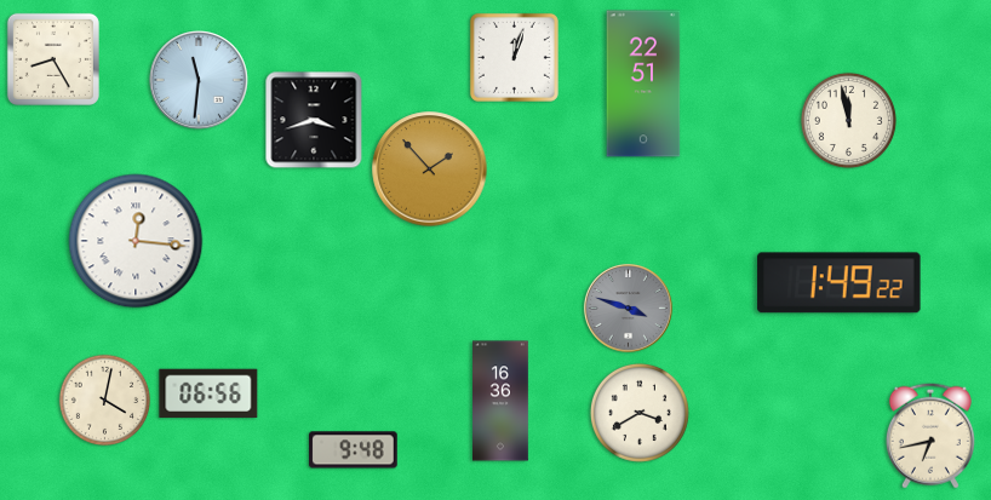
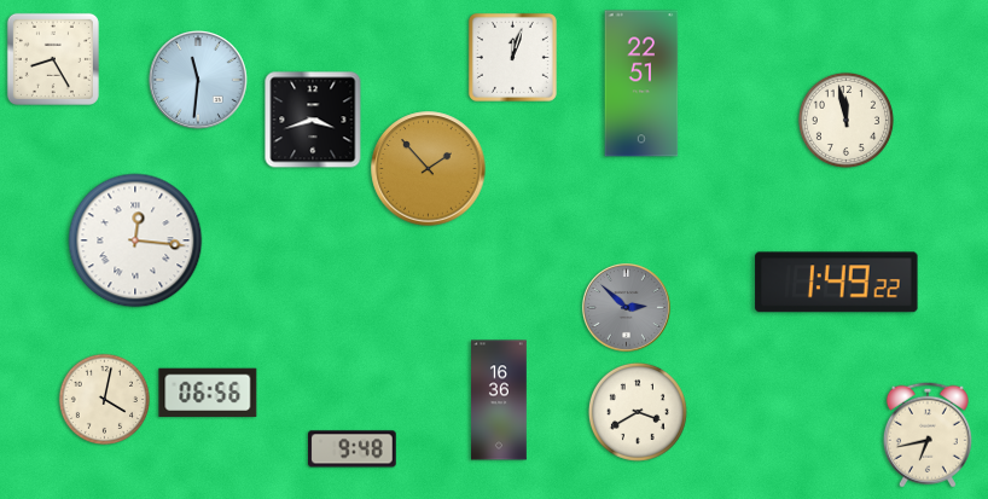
clock at (629, 309): 3:48 -> 2:52
